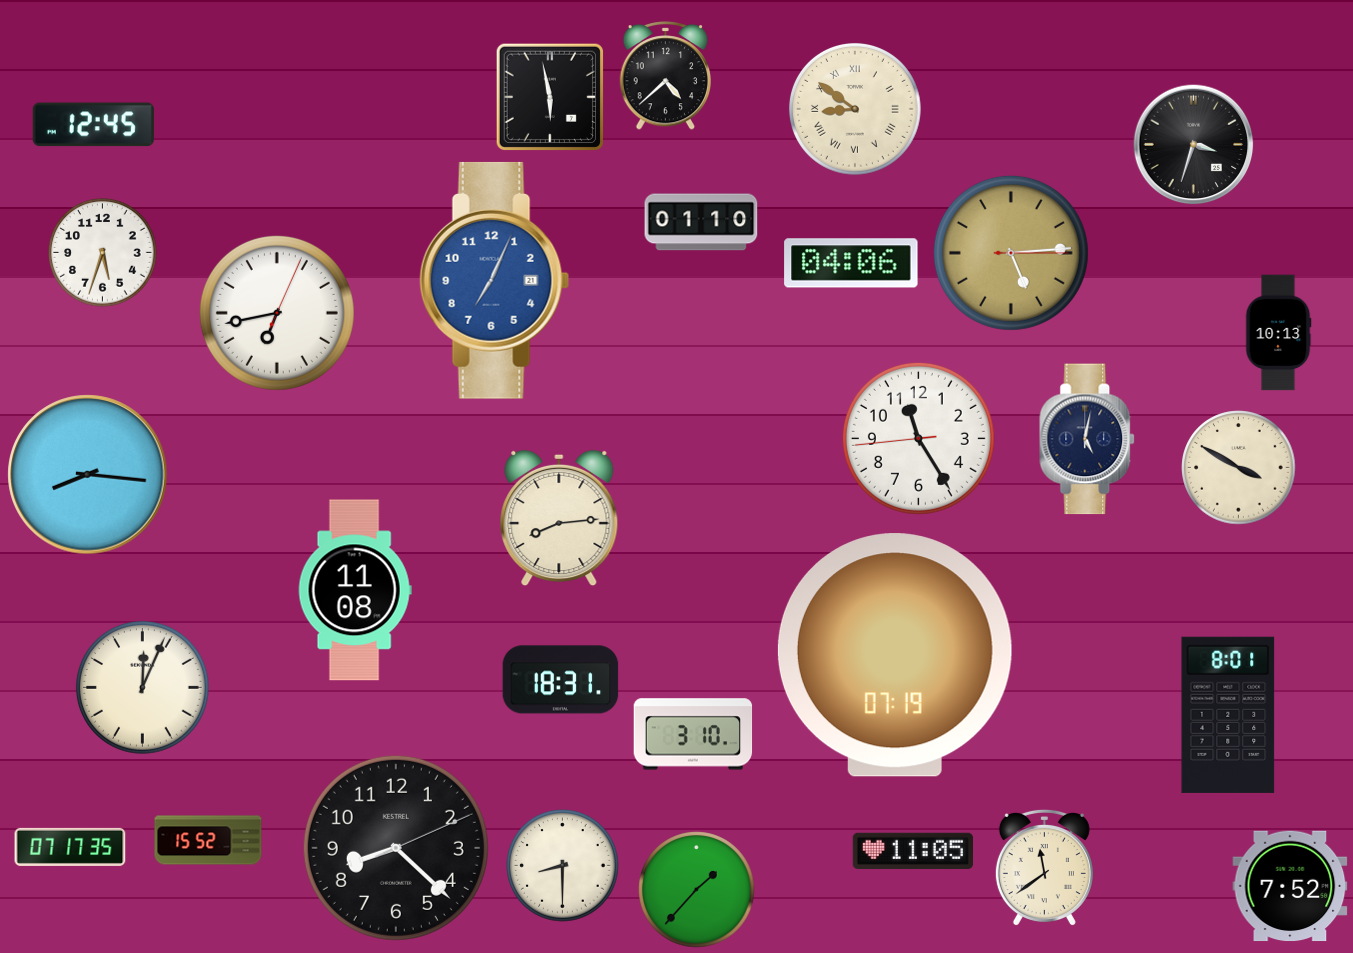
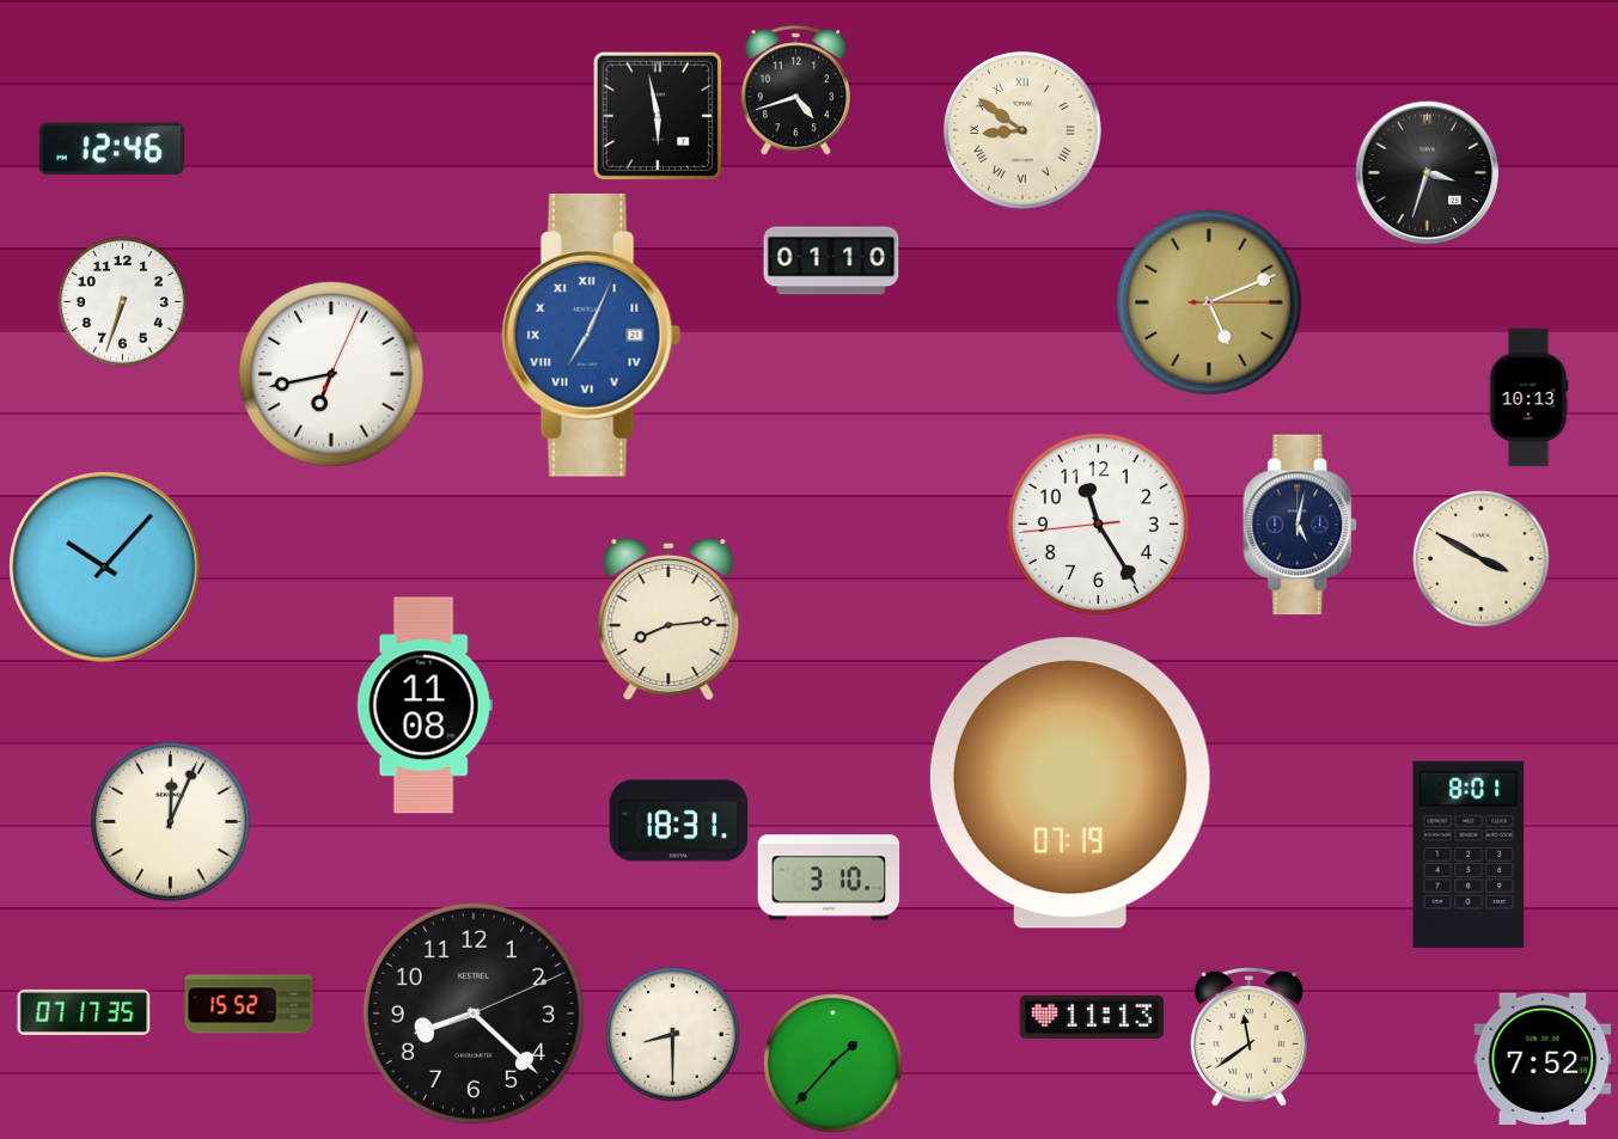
clock at (665, 76): 4:38 -> 4:42
clock at (93, 125): 12:45 -> 12:46
clock at (701, 222) position: (701, 222) -> (831, 261)
clock at (103, 253): 5:33 -> 6:33
clock at (1011, 253): 5:14 -> 5:11
clock at (851, 263): 04:06 -> none
clock at (495, 280) numerals: Arabic -> Roman
clock at (88, 475): 8:16 -> 10:07
clock at (561, 680) position: (561, 680) -> (679, 821)
clock at (913, 850): 11:05 -> 11:13
